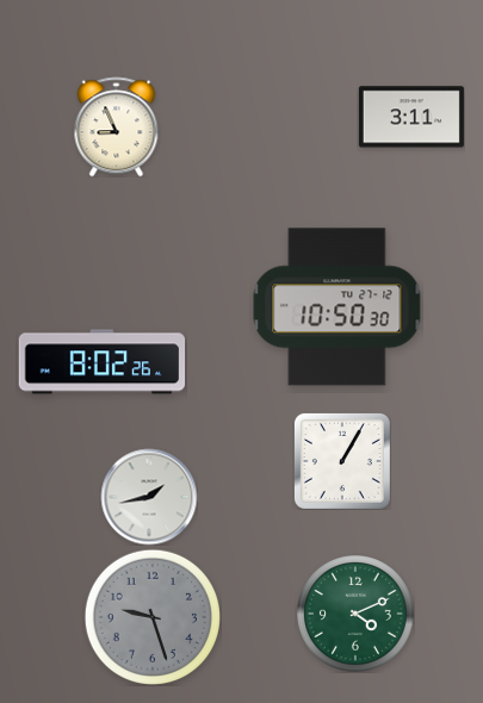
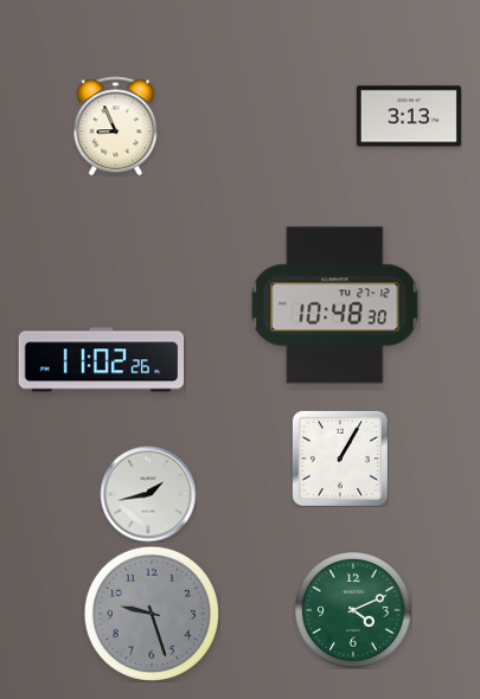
clock at (411, 117): 3:11 -> 3:13
clock at (338, 307): 10:50 -> 10:48
clock at (103, 362): 8:02 -> 11:02
